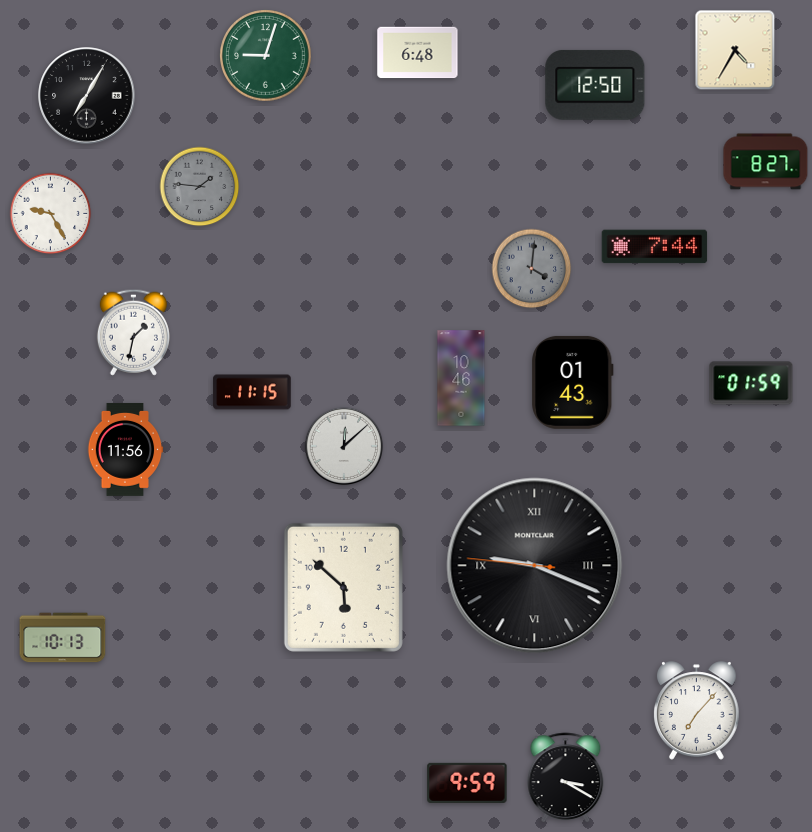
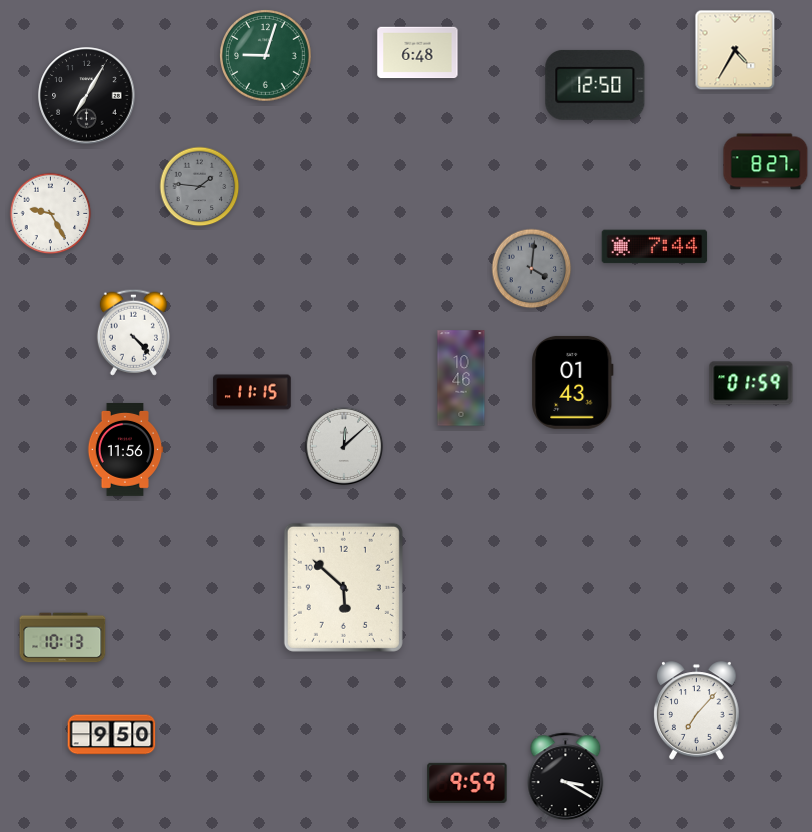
clock at (133, 332): 1:32 -> 4:23
clock at (535, 566): 9:18 -> none
clock at (112, 735): none -> 9:50
